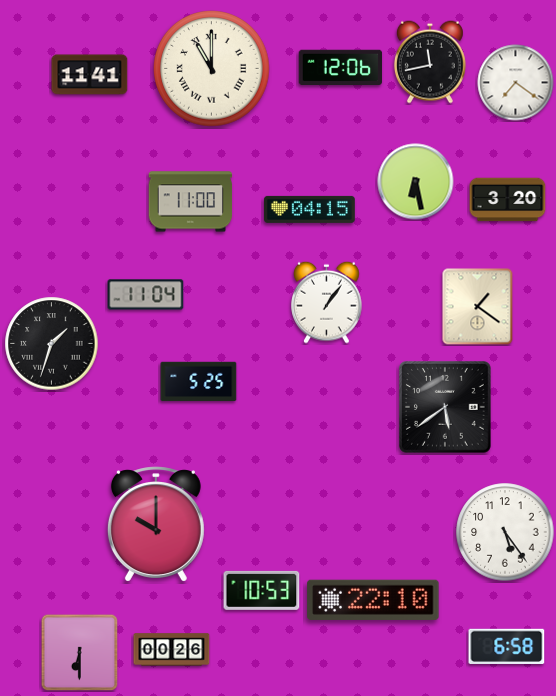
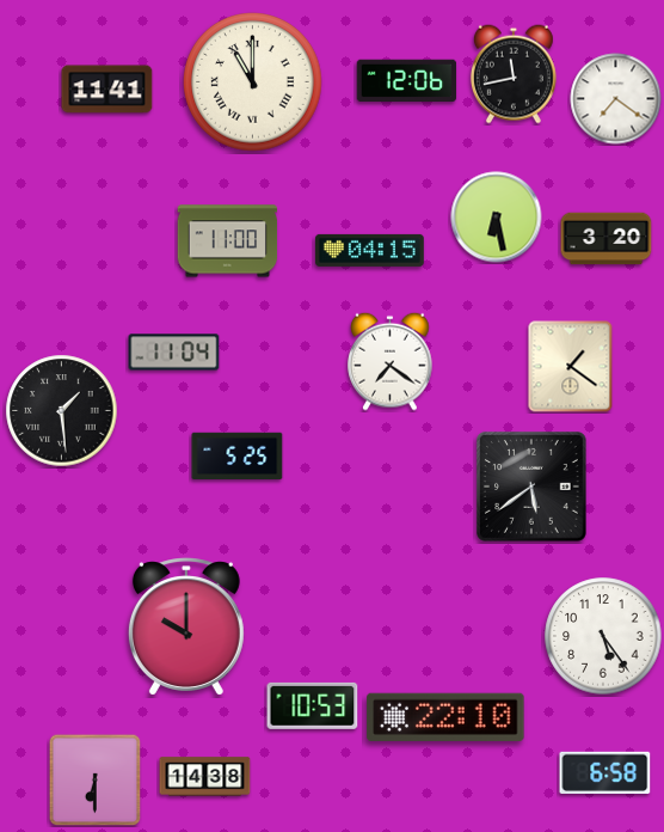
clock at (327, 302): 1:06 -> 7:21
clock at (52, 344): 1:33 -> 1:29
clock at (172, 650): 00:26 -> 14:38
